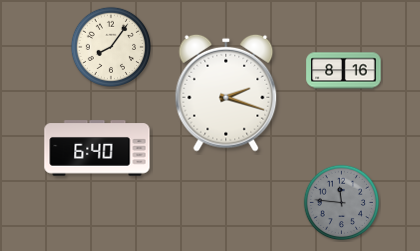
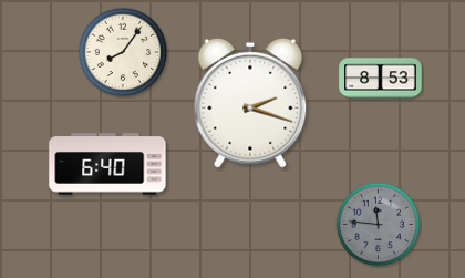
clock at (344, 71): 8:16 -> 8:53
